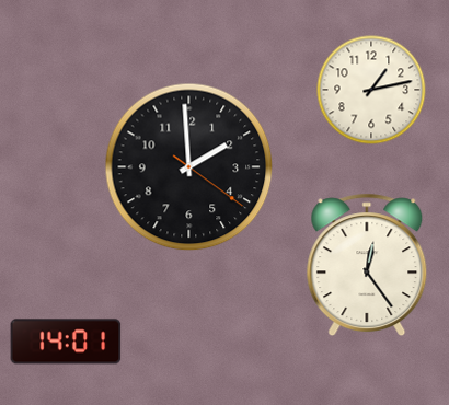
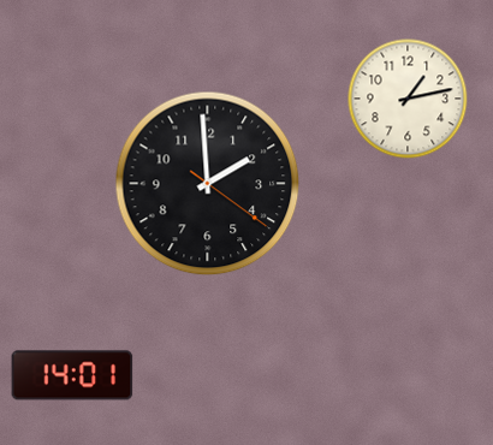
clock at (367, 265): 12:24 -> none
